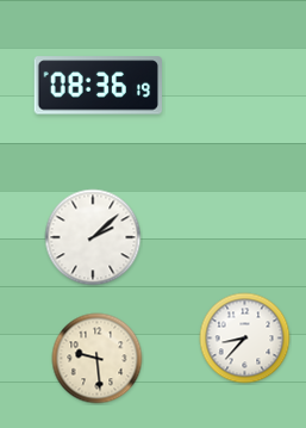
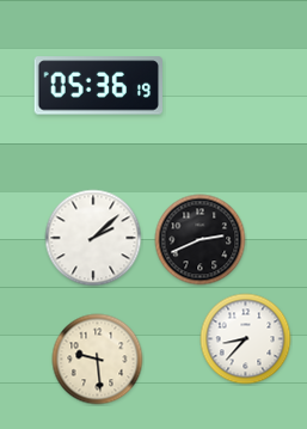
clock at (99, 86): 08:36 -> 05:36
clock at (201, 240): none -> 2:41
